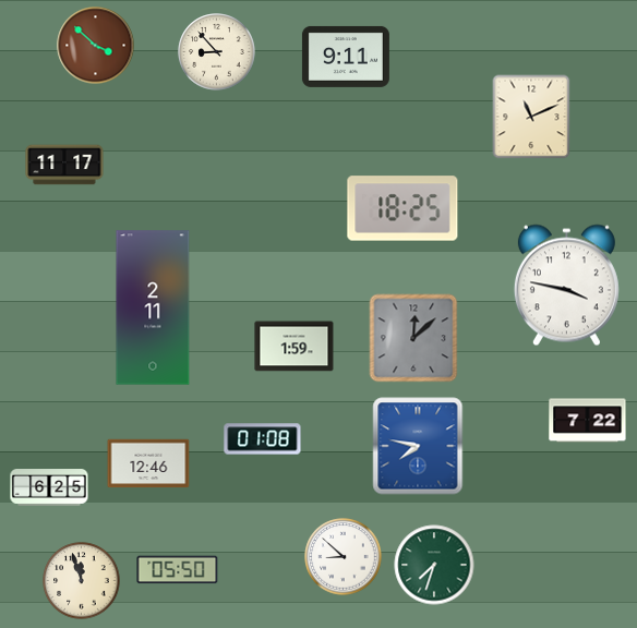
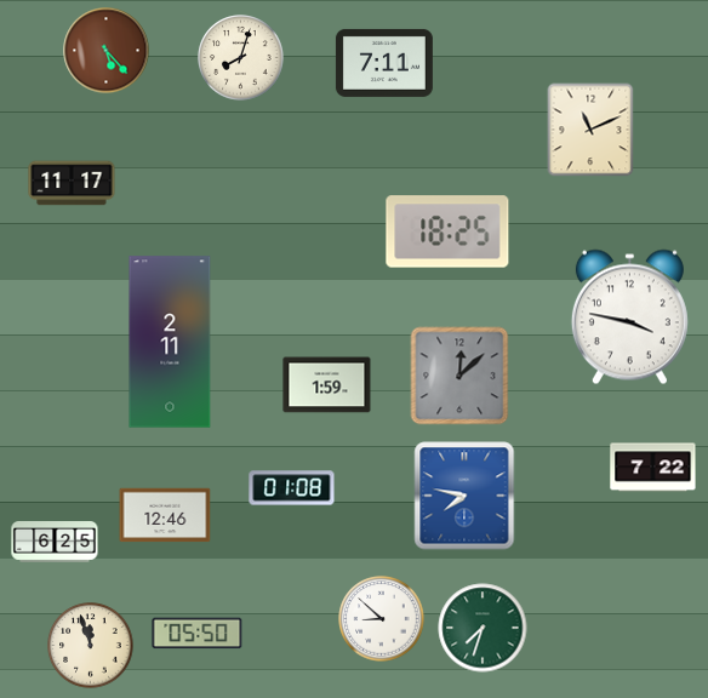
clock at (96, 46): 3:52 -> 5:23
clock at (217, 52): 8:53 -> 8:03
clock at (346, 57): 9:11 -> 7:11
